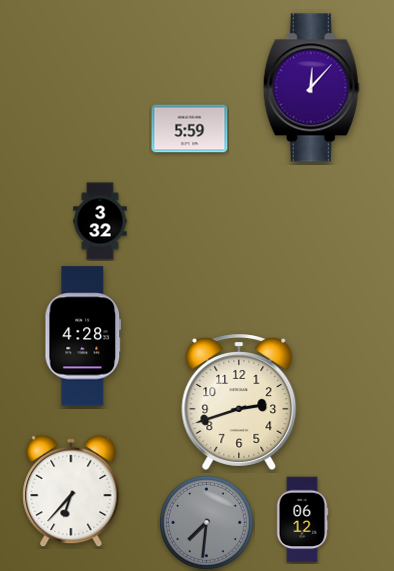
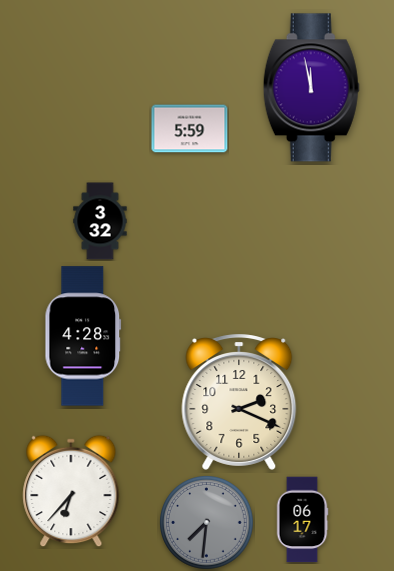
clock at (311, 88): 12:07 -> 11:58
clock at (239, 402): 2:42 -> 2:19
clock at (302, 520): 06:12 -> 06:17
